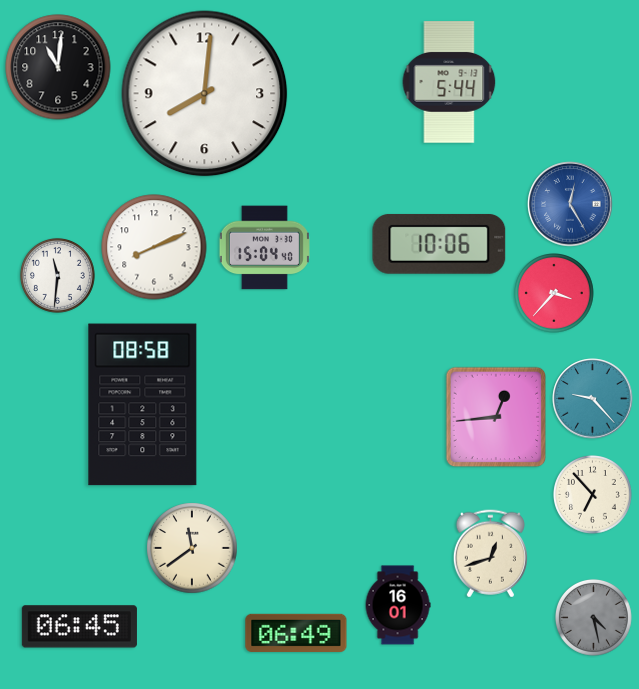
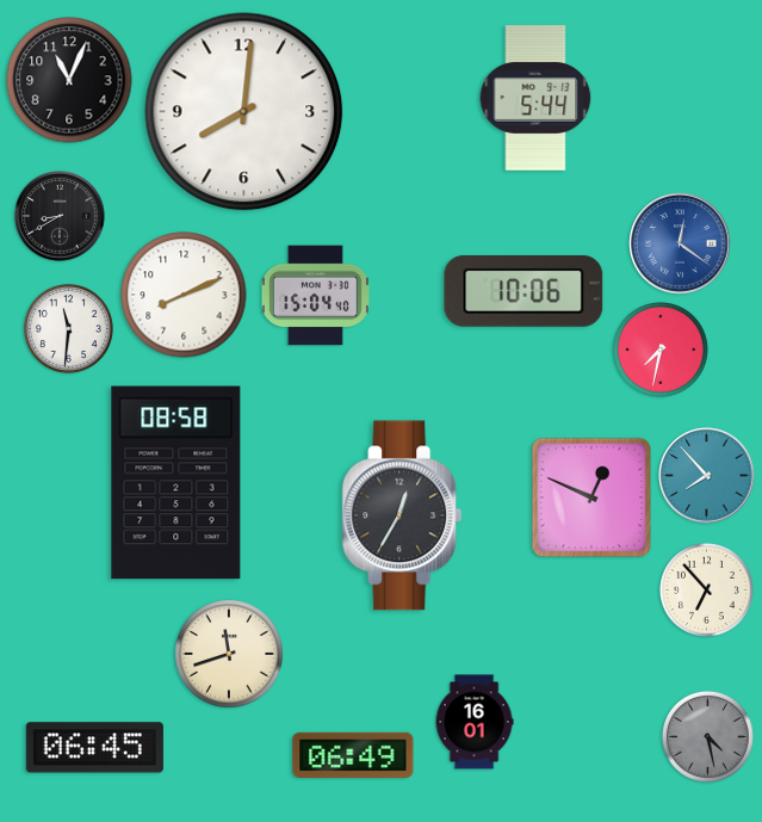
clock at (58, 67): 11:01 -> 11:04
clock at (60, 216): none -> 8:40
clock at (570, 204): 12:25 -> 12:21
clock at (555, 294): 3:37 -> 7:32
clock at (593, 399): 9:23 -> 7:53
clock at (143, 405) position: (143, 405) -> (176, 483)
clock at (496, 417): 12:44 -> 12:49
clock at (402, 515): none -> 12:35
clock at (192, 548): 11:39 -> 11:42
clock at (490, 554): 12:42 -> none
